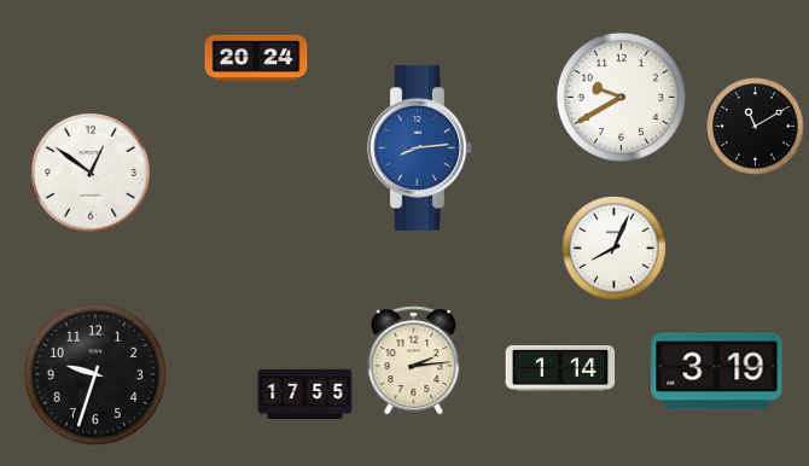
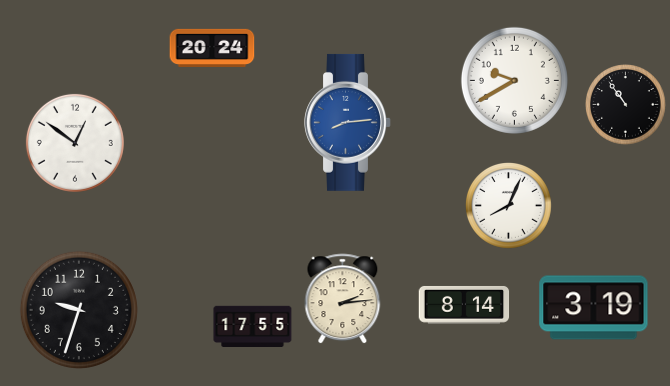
clock at (756, 127): 11:10 -> 10:54
clock at (560, 368): 1:14 -> 8:14
